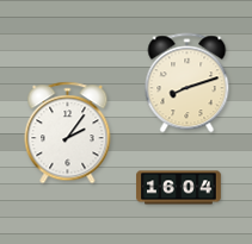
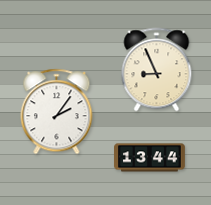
clock at (188, 83): 8:12 -> 8:56
clock at (179, 188): 16:04 -> 13:44
